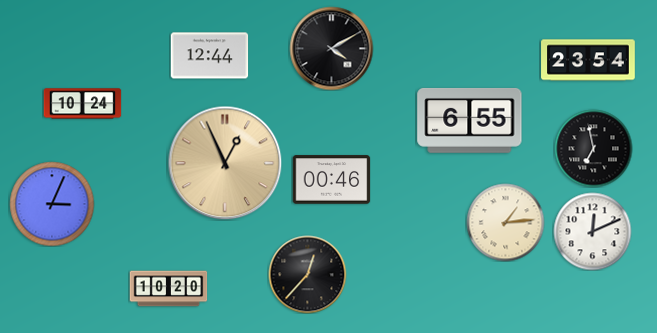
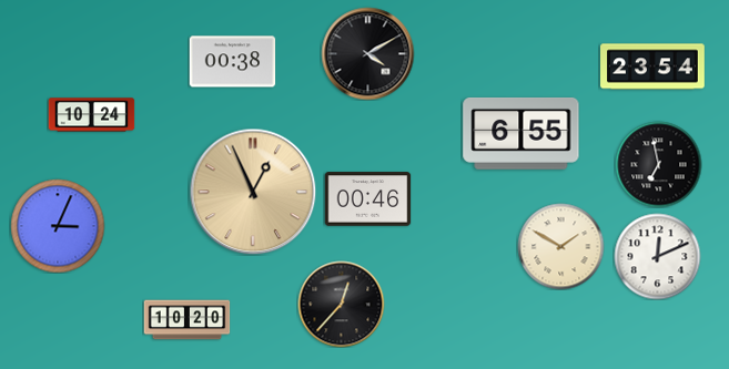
clock at (209, 56): 12:44 -> 00:38
clock at (225, 163) position: (225, 163) -> (253, 192)
clock at (505, 222): 1:14 -> 1:50
